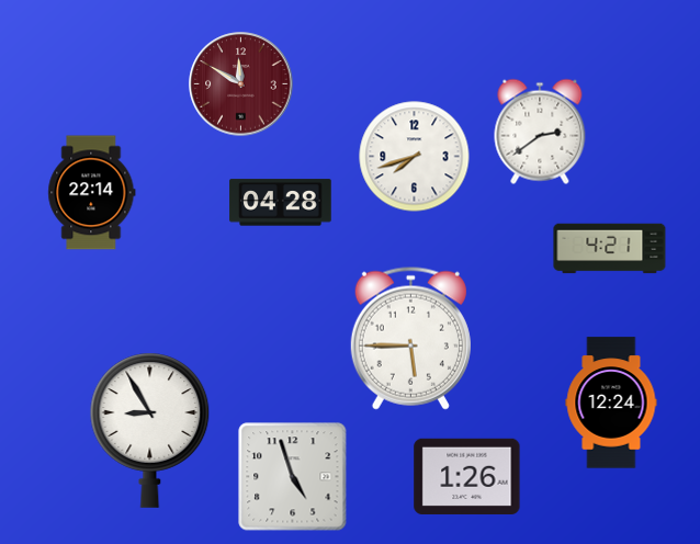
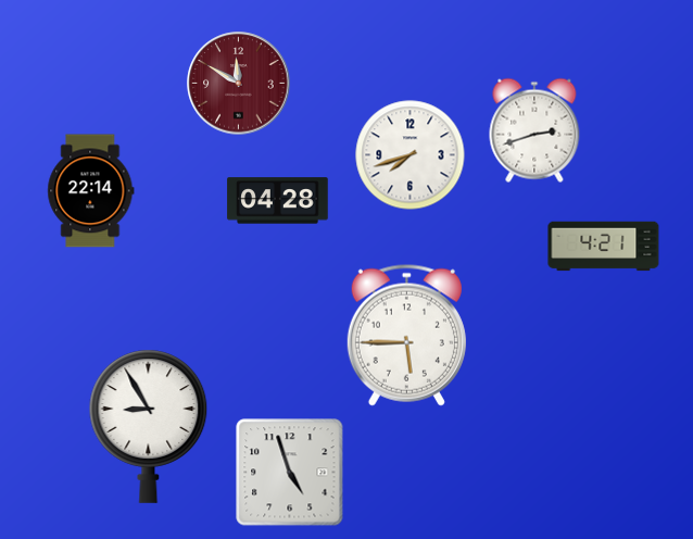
clock at (540, 132): 2:39 -> 2:42
clock at (611, 403): 12:24 -> none
clock at (467, 476): 1:26 -> none
